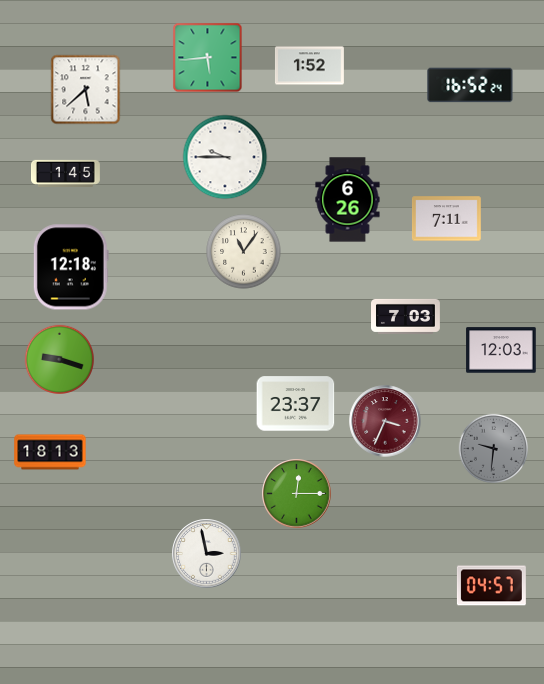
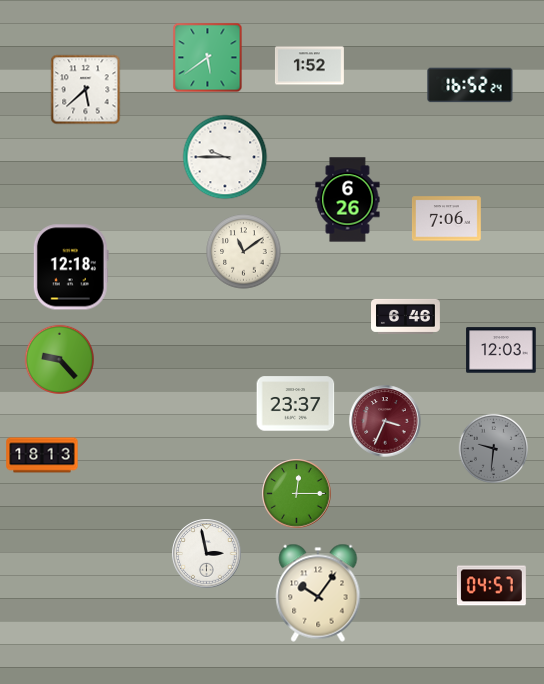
clock at (208, 58): 5:44 -> 5:39
clock at (66, 173): 1:45 -> none
clock at (446, 219): 7:11 -> 7:06
clock at (244, 252): 11:06 -> 11:09
clock at (406, 316): 7:03 -> 6:46
clock at (59, 359): 9:18 -> 9:23
clock at (50, 452) position: (50, 452) -> (42, 455)
clock at (318, 593): none -> 10:06
